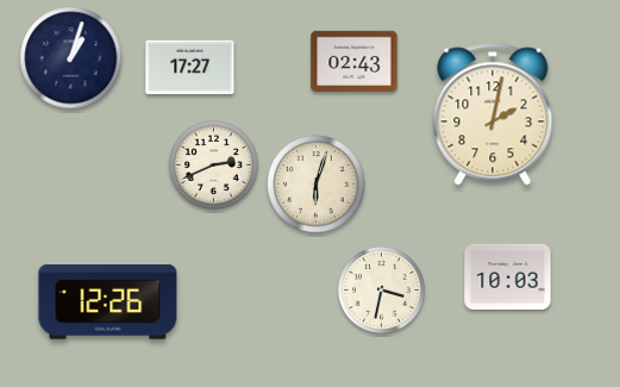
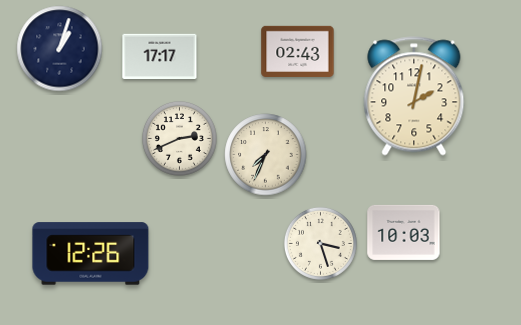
clock at (190, 67): 17:27 -> 17:17
clock at (317, 185): 6:03 -> 7:34
clock at (508, 276) position: (508, 276) -> (404, 232)
clock at (381, 289): 3:32 -> 3:27
